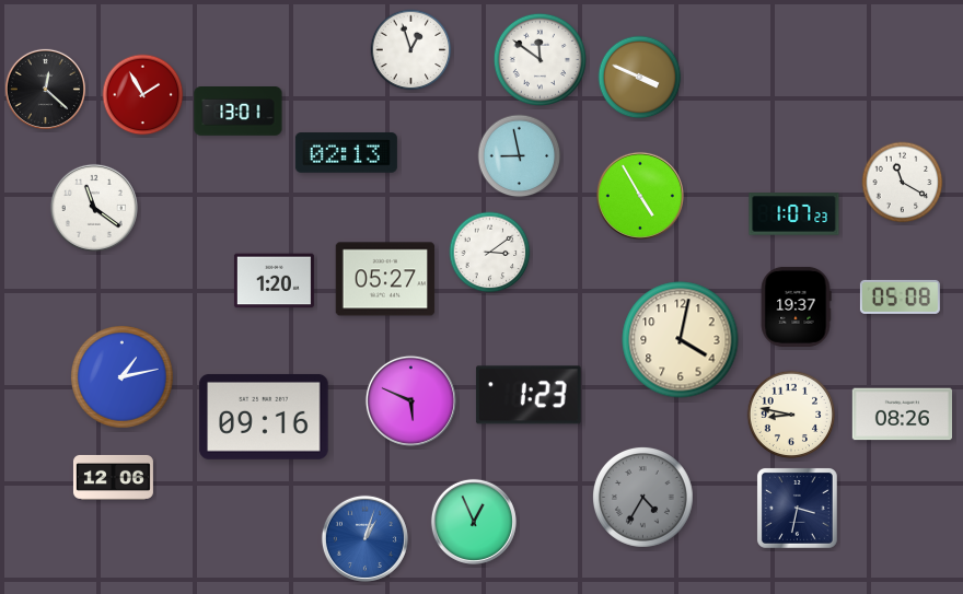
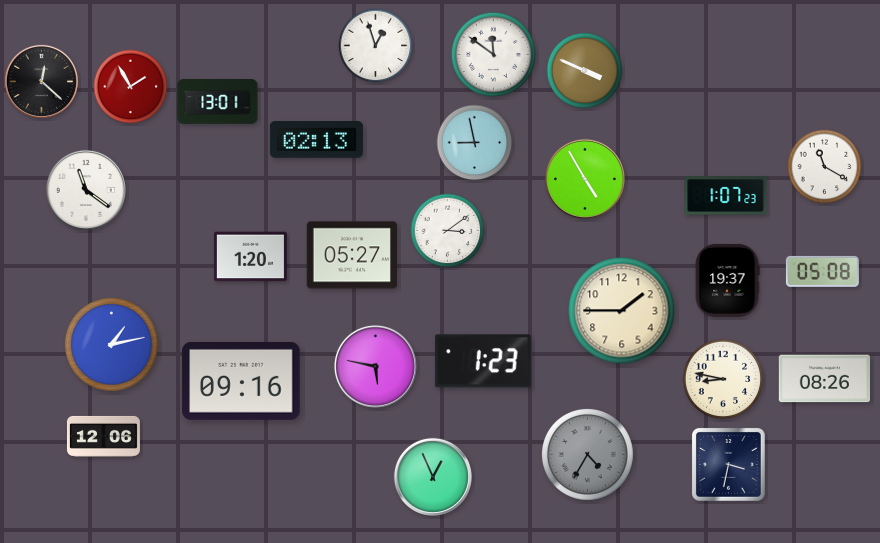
clock at (681, 340): 4:02 -> 1:45
clock at (410, 400): 5:49 -> 5:47
clock at (364, 538): 1:03 -> none
